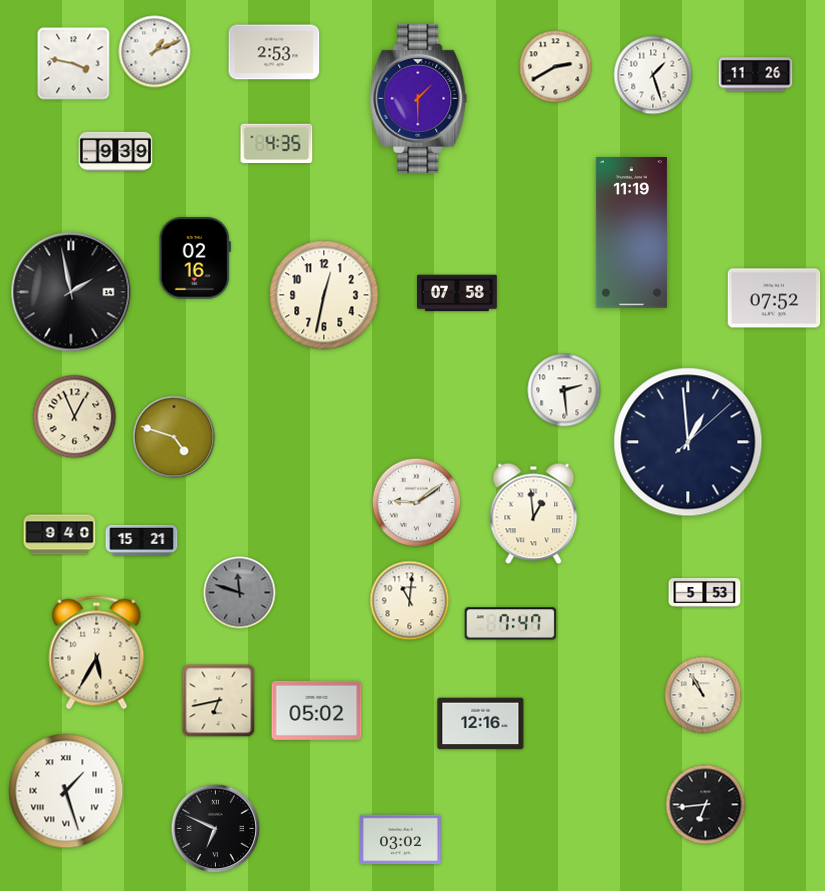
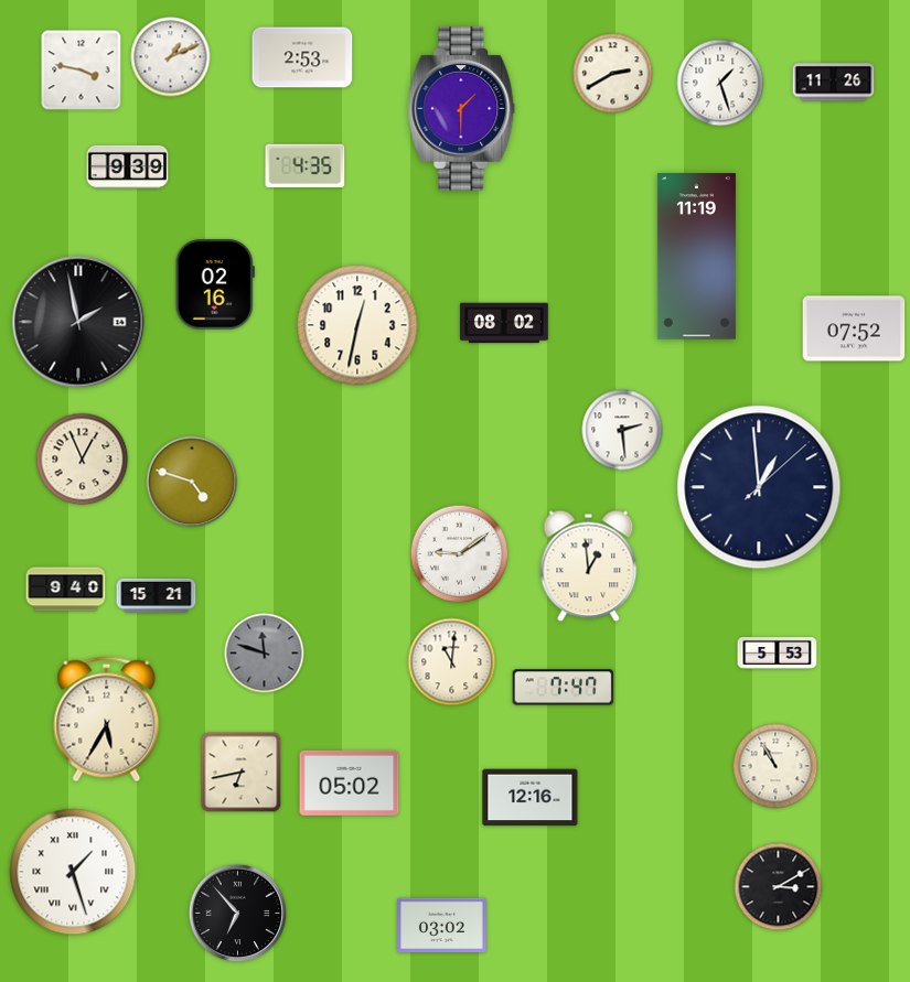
clock at (277, 144) position: (277, 144) -> (306, 166)
clock at (458, 293): 07:58 -> 08:02
clock at (706, 805): 6:44 -> 3:10
clock at (216, 829): 6:49 -> 6:53
